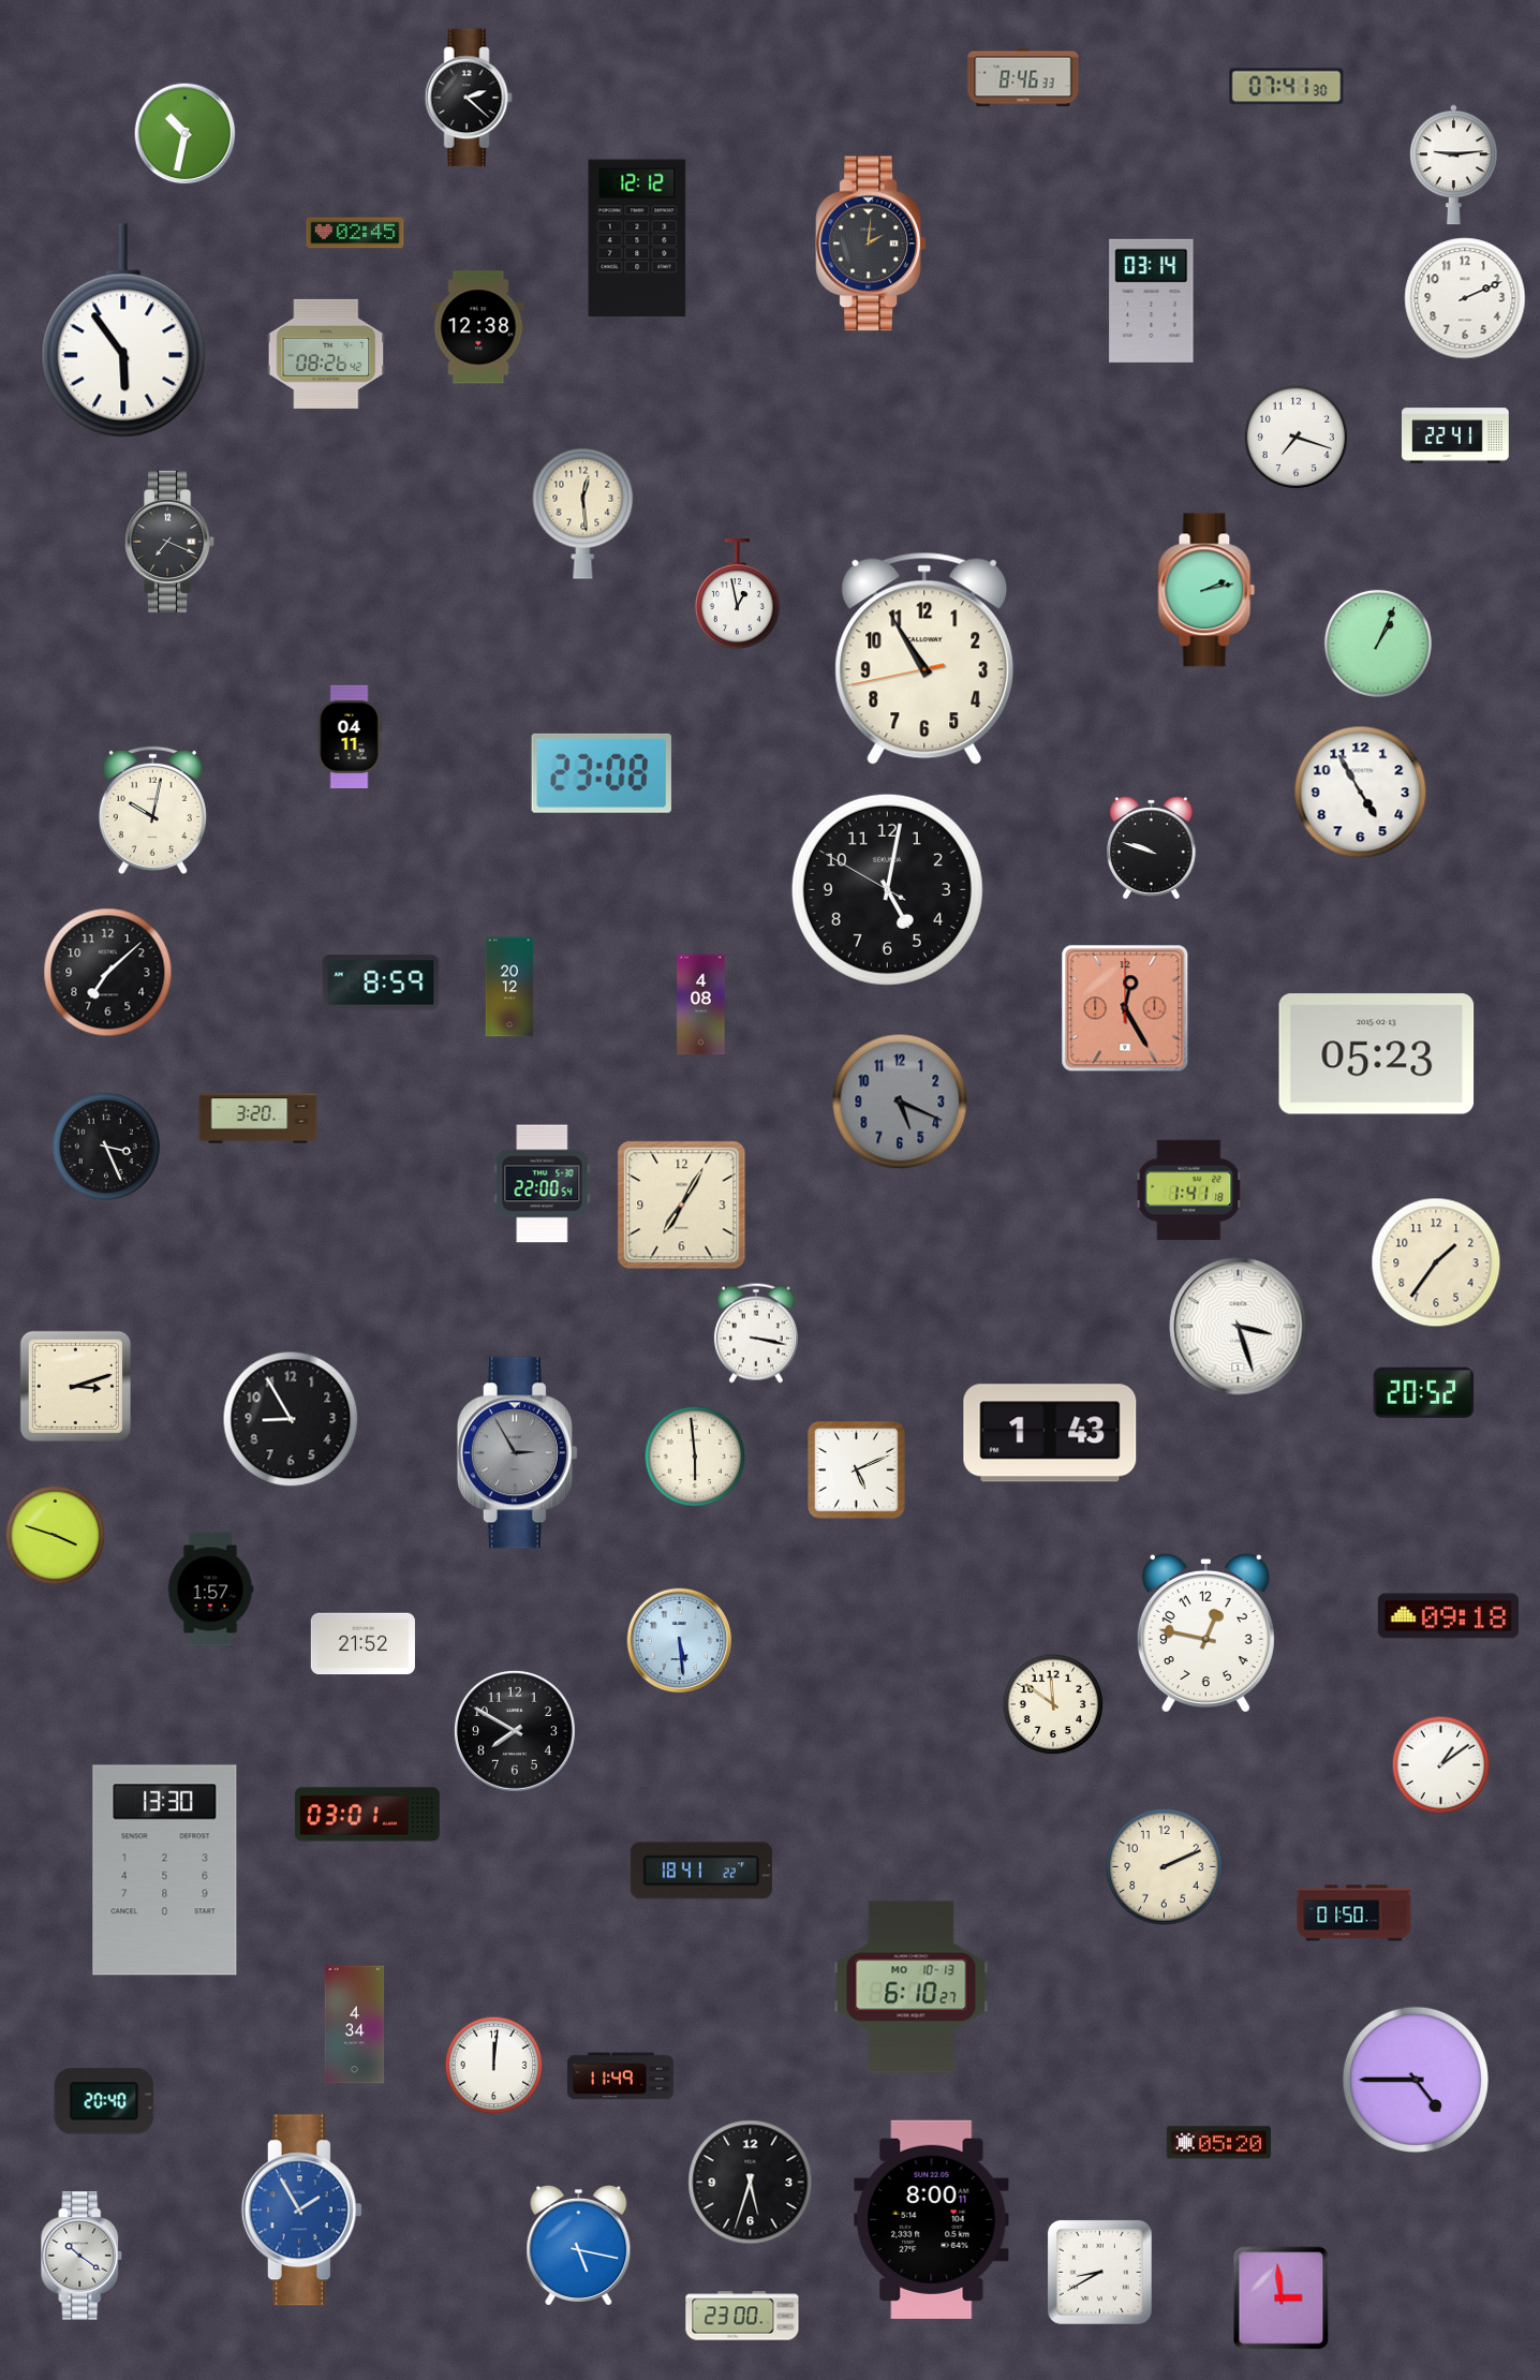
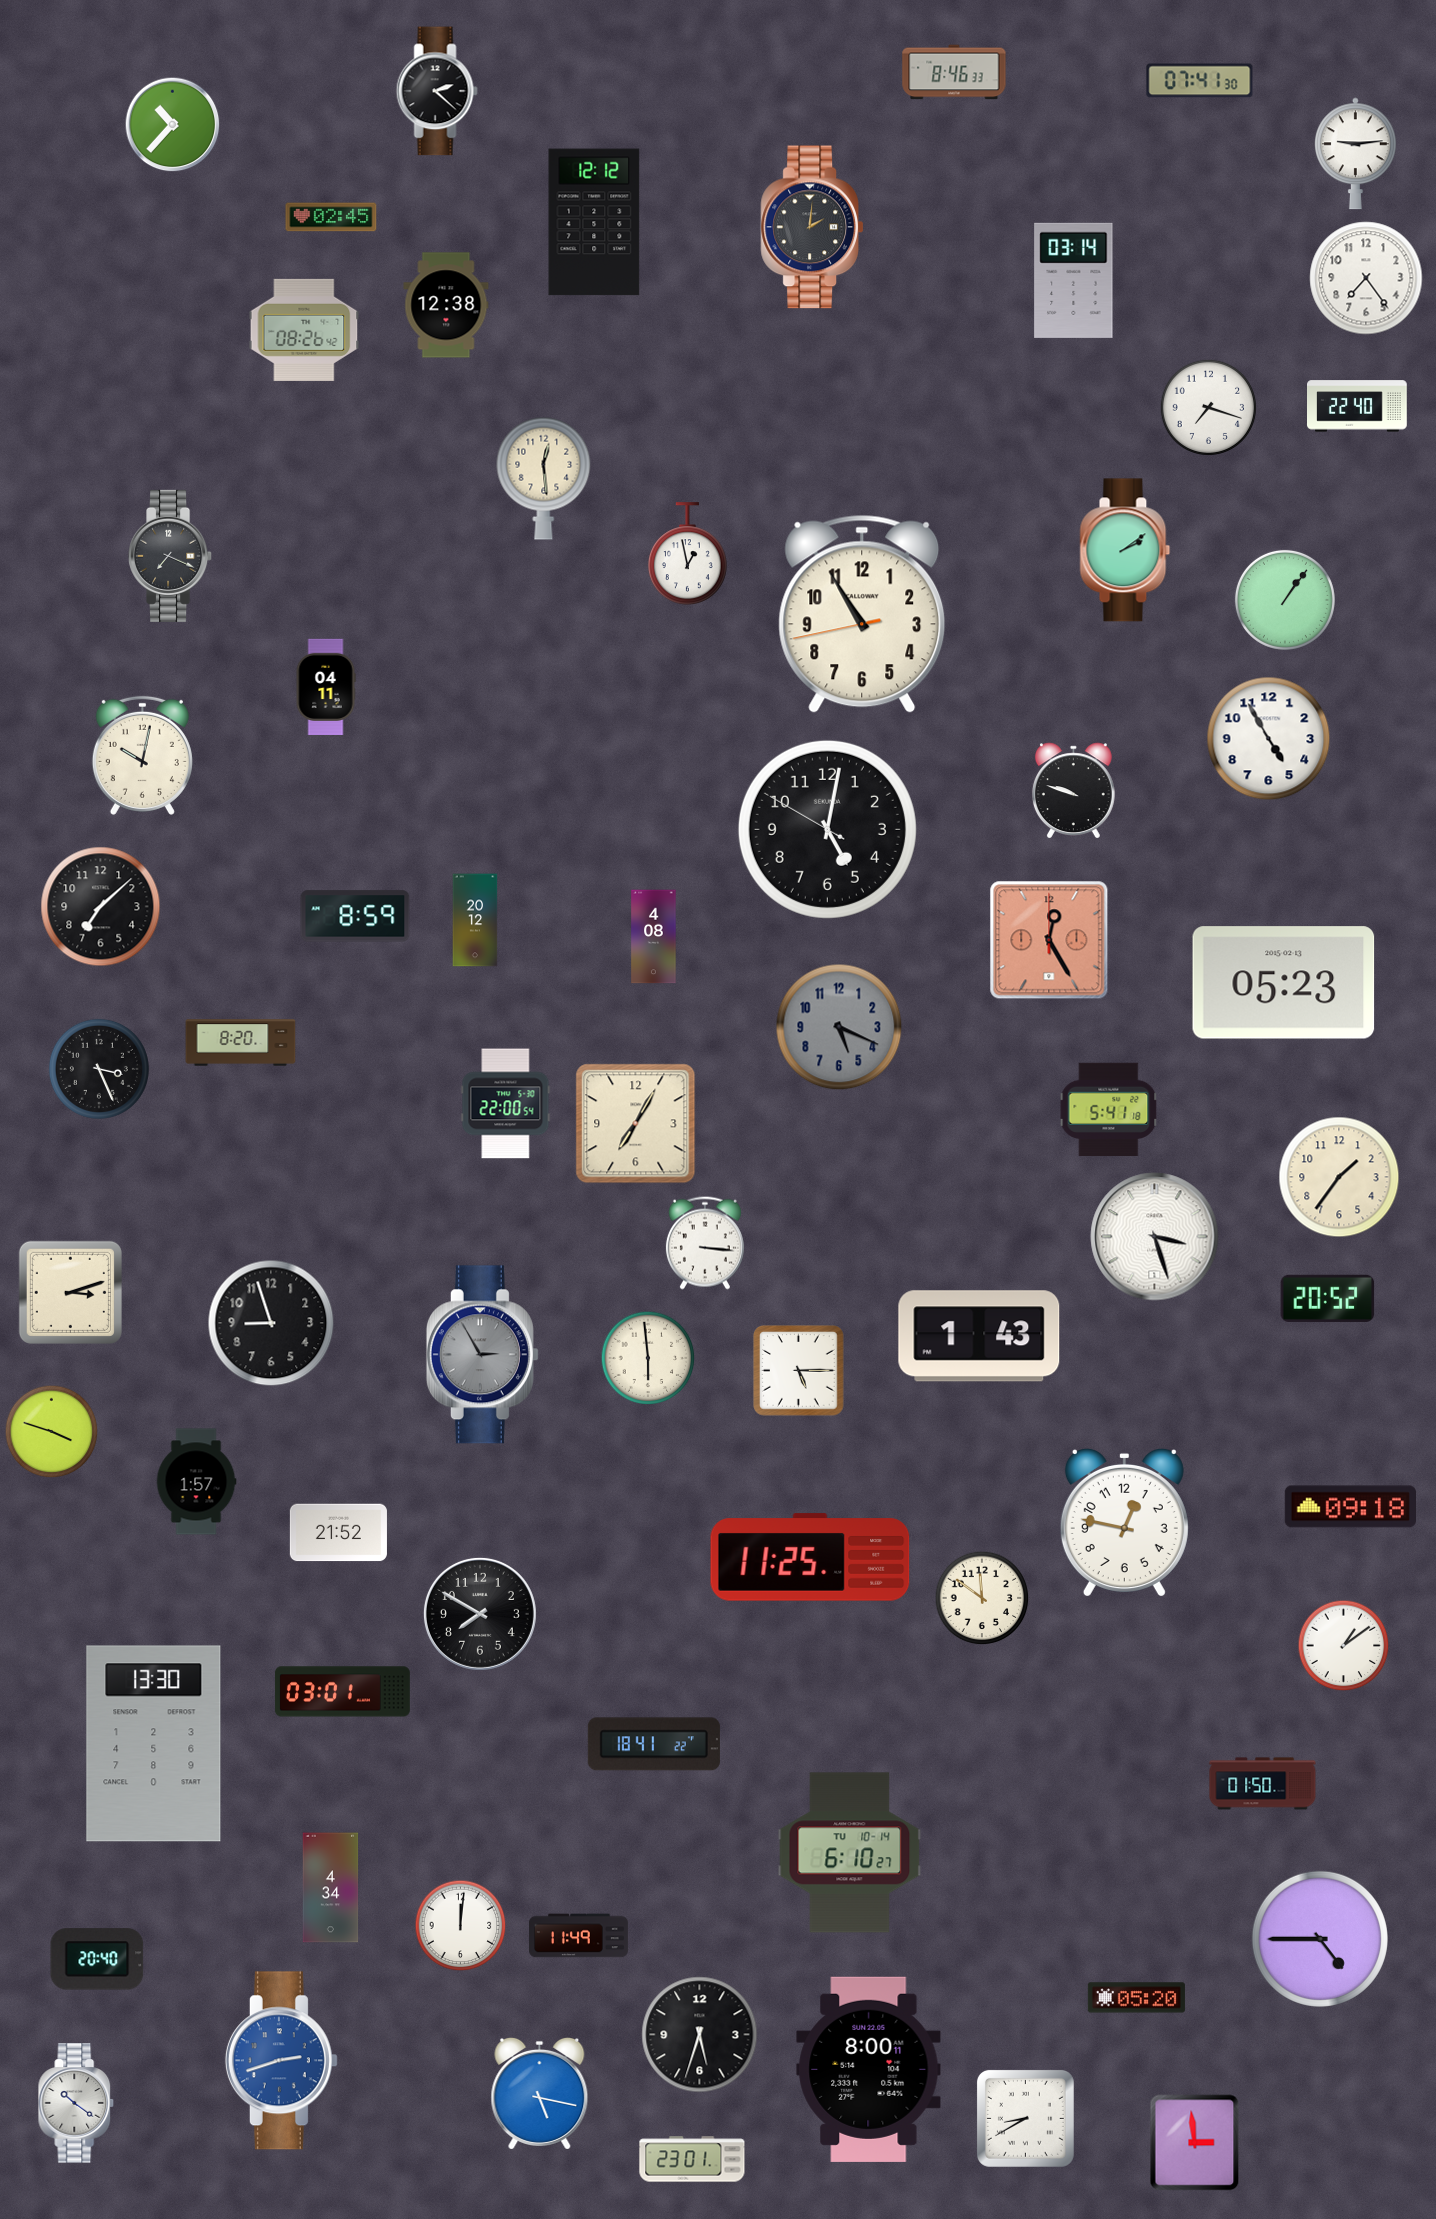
clock at (186, 134): 10:32 -> 10:37
clock at (1465, 298): 2:11 -> 7:24
clock at (123, 330): 5:54 -> none
clock at (1455, 435): 22:41 -> 22:40
clock at (171, 542) position: (171, 542) -> (171, 556)
clock at (1206, 590): 2:13 -> 2:09
clock at (1378, 644): 1:04 -> 1:06
clock at (602, 773): 23:08 -> none
clock at (258, 1119): 3:20 -> 8:20
clock at (1189, 1189): 1:41 -> 5:41
clock at (756, 1333): 3:17 -> 3:16
clock at (291, 1419): 8:55 -> 8:57
clock at (857, 1470): 5:11 -> 5:15
clock at (680, 1641): 5:29 -> none
clock at (810, 1557): none -> 11:25
clock at (1053, 1704) position: (1053, 1704) -> (982, 1598)
clock at (1165, 1867): 2:11 -> none
clock at (912, 1987) date: MO 10-13 -> TU 10-14
clock at (301, 2211): 1:55 -> 2:42
clock at (742, 2316): 23:00 -> 23:01
